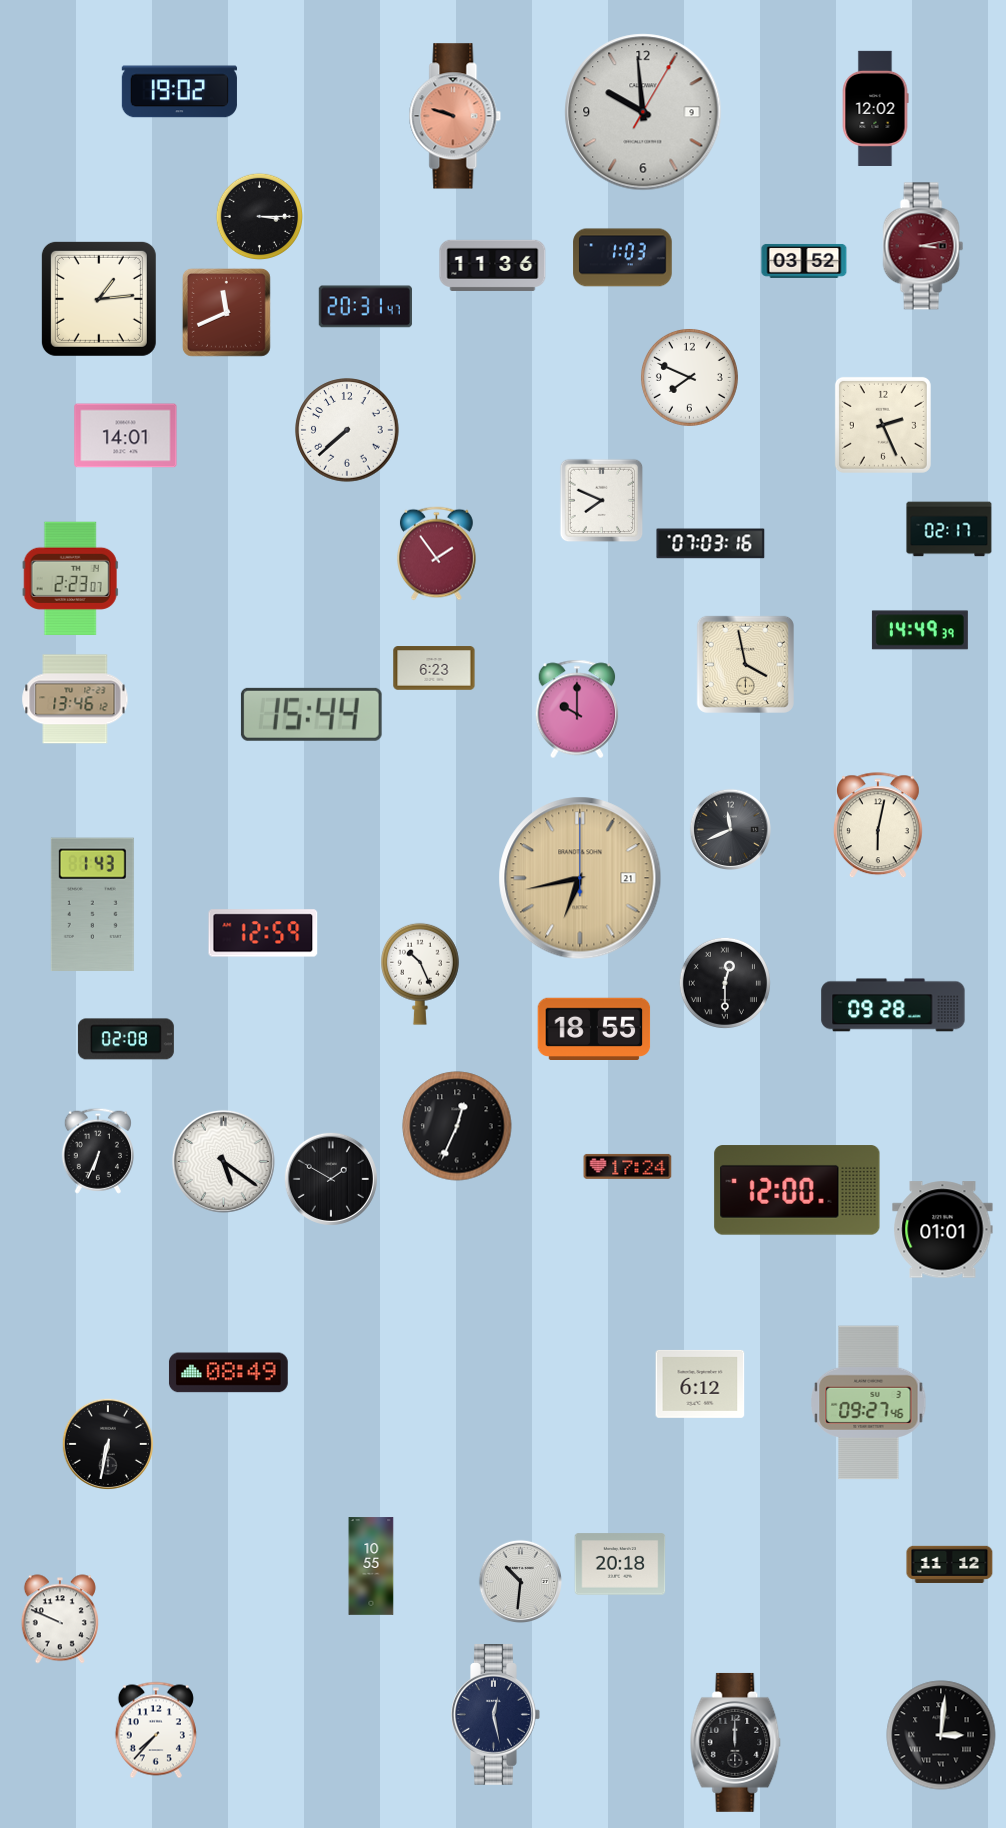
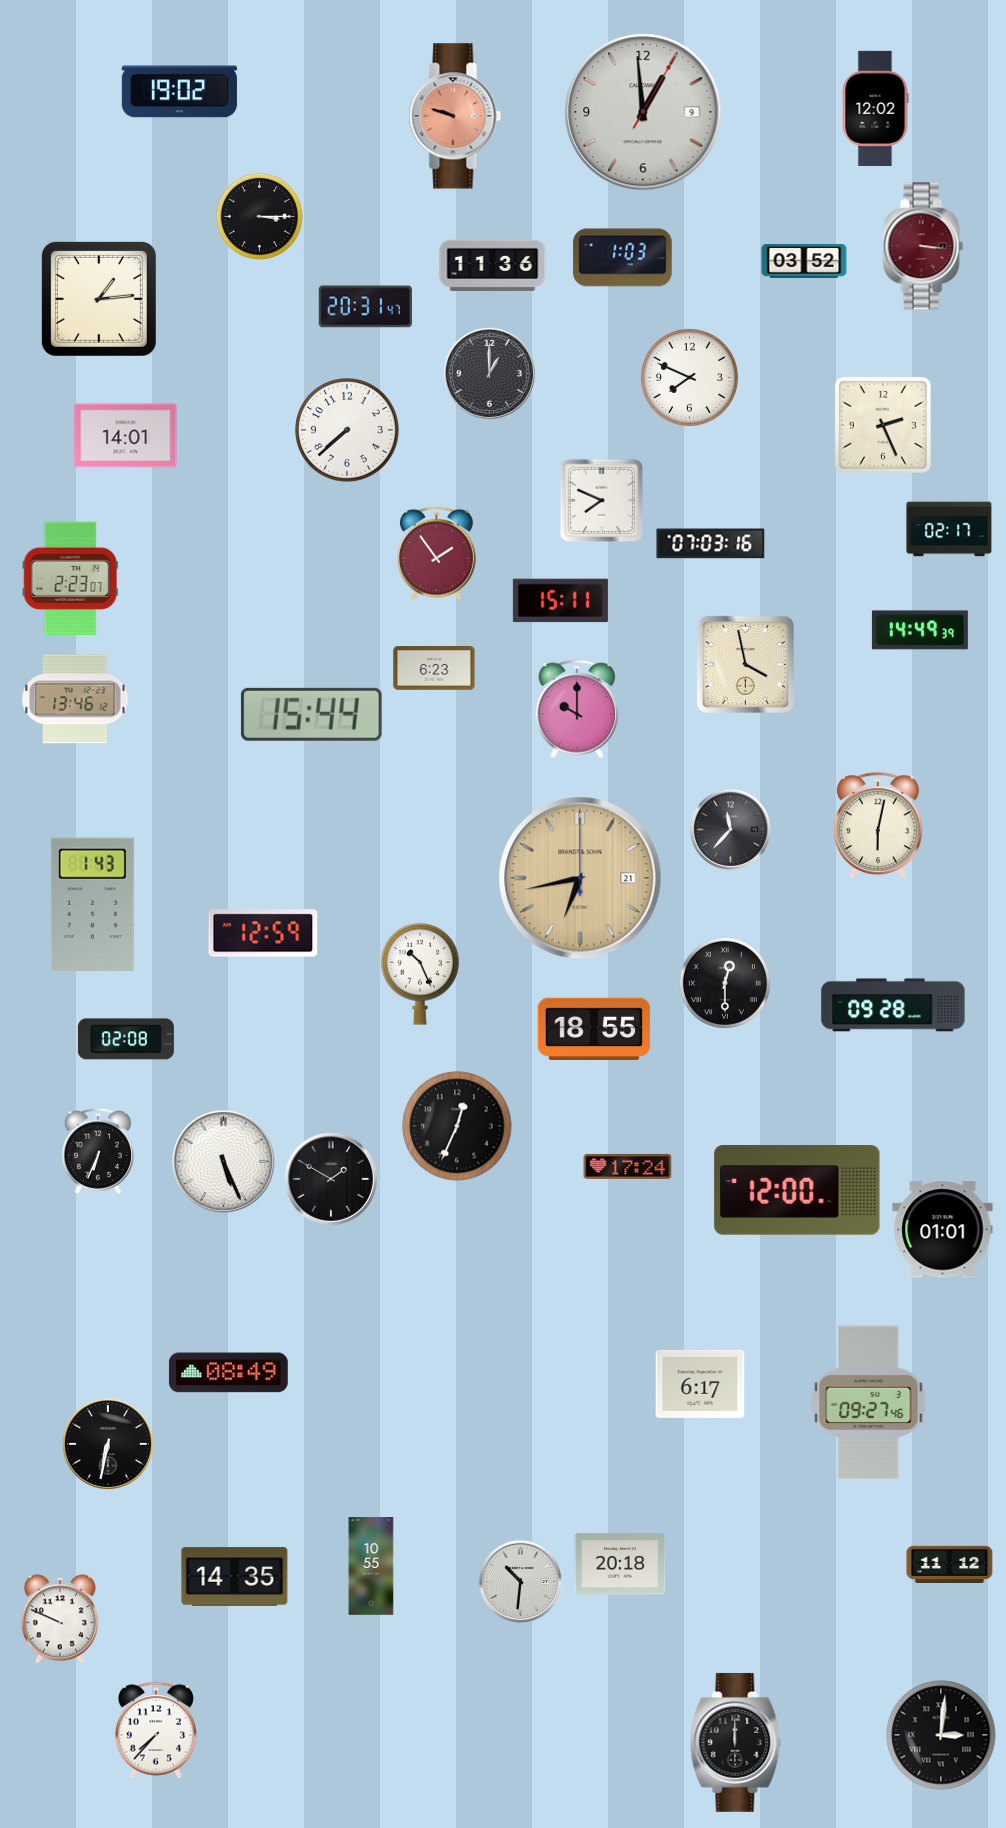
clock at (643, 112): 9:59 -> 12:59
clock at (923, 246): 3:13 -> 3:16
clock at (226, 312): 11:41 -> none
clock at (489, 373): none -> 1:00
clock at (560, 601): none -> 15:11
clock at (730, 829): 11:41 -> 11:37
clock at (223, 1161): 5:21 -> 5:26
clock at (700, 1384): 6:12 -> 6:17
clock at (235, 1577): none -> 14:35
clock at (496, 1715): 12:28 -> none
